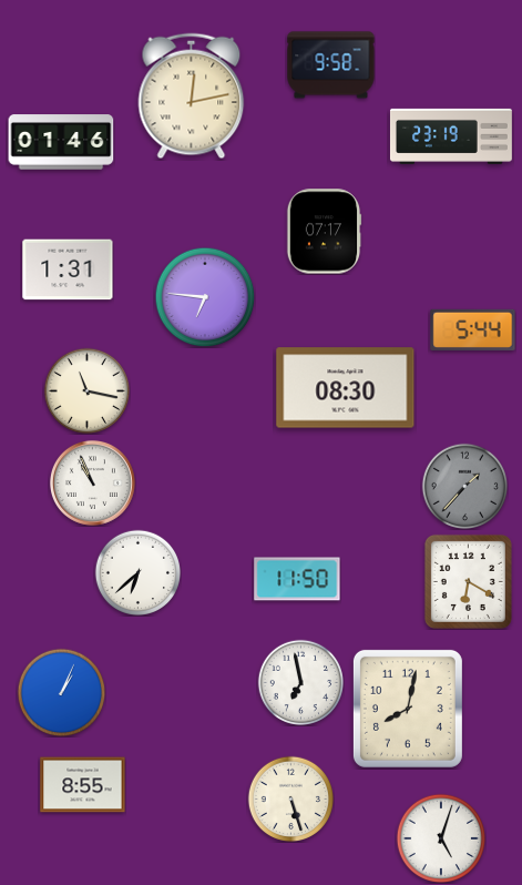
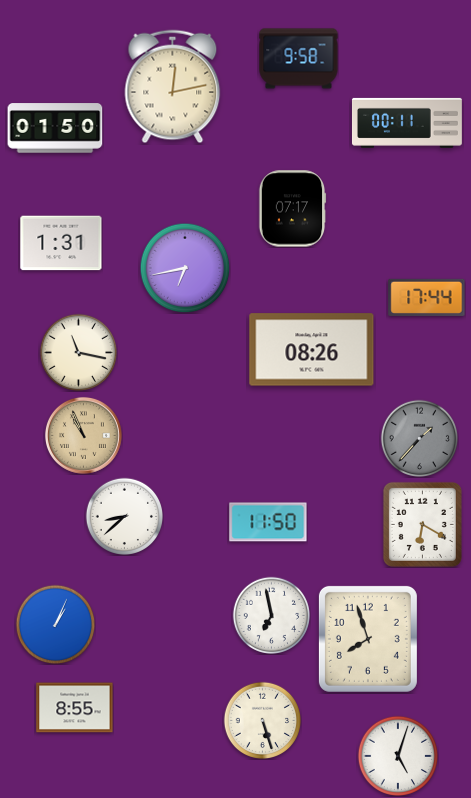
clock at (451, 136): 23:19 -> 00:11
clock at (61, 142): 01:46 -> 01:50
clock at (205, 297): 6:46 -> 6:43
clock at (473, 329): 5:44 -> 17:44
clock at (346, 388): 08:30 -> 08:26
clock at (92, 482) dial: white -> champagne
clock at (137, 572): 6:38 -> 8:38
clock at (408, 709): 8:02 -> 7:57
